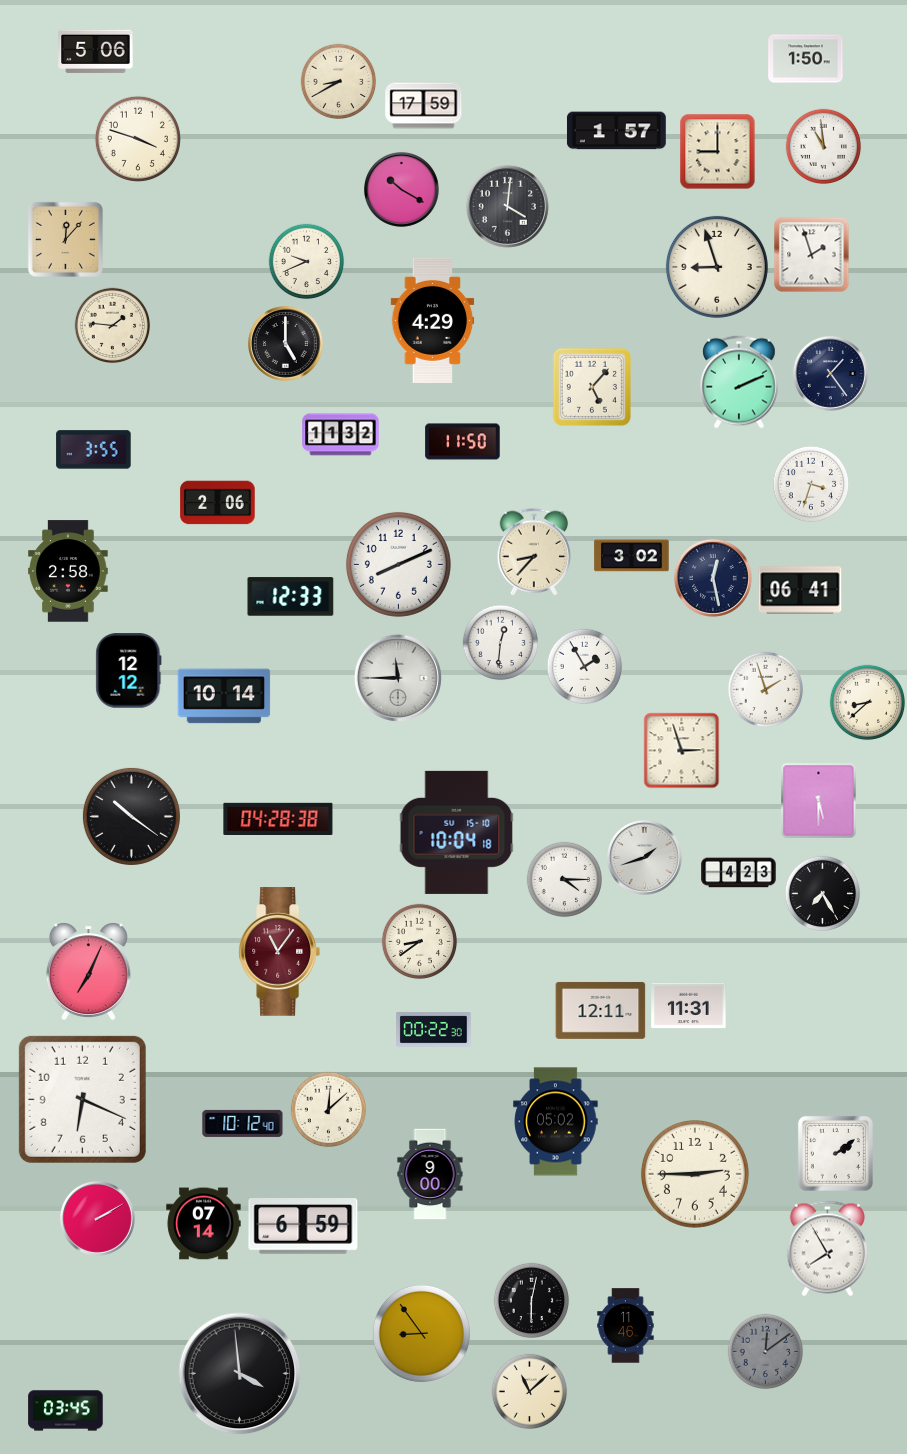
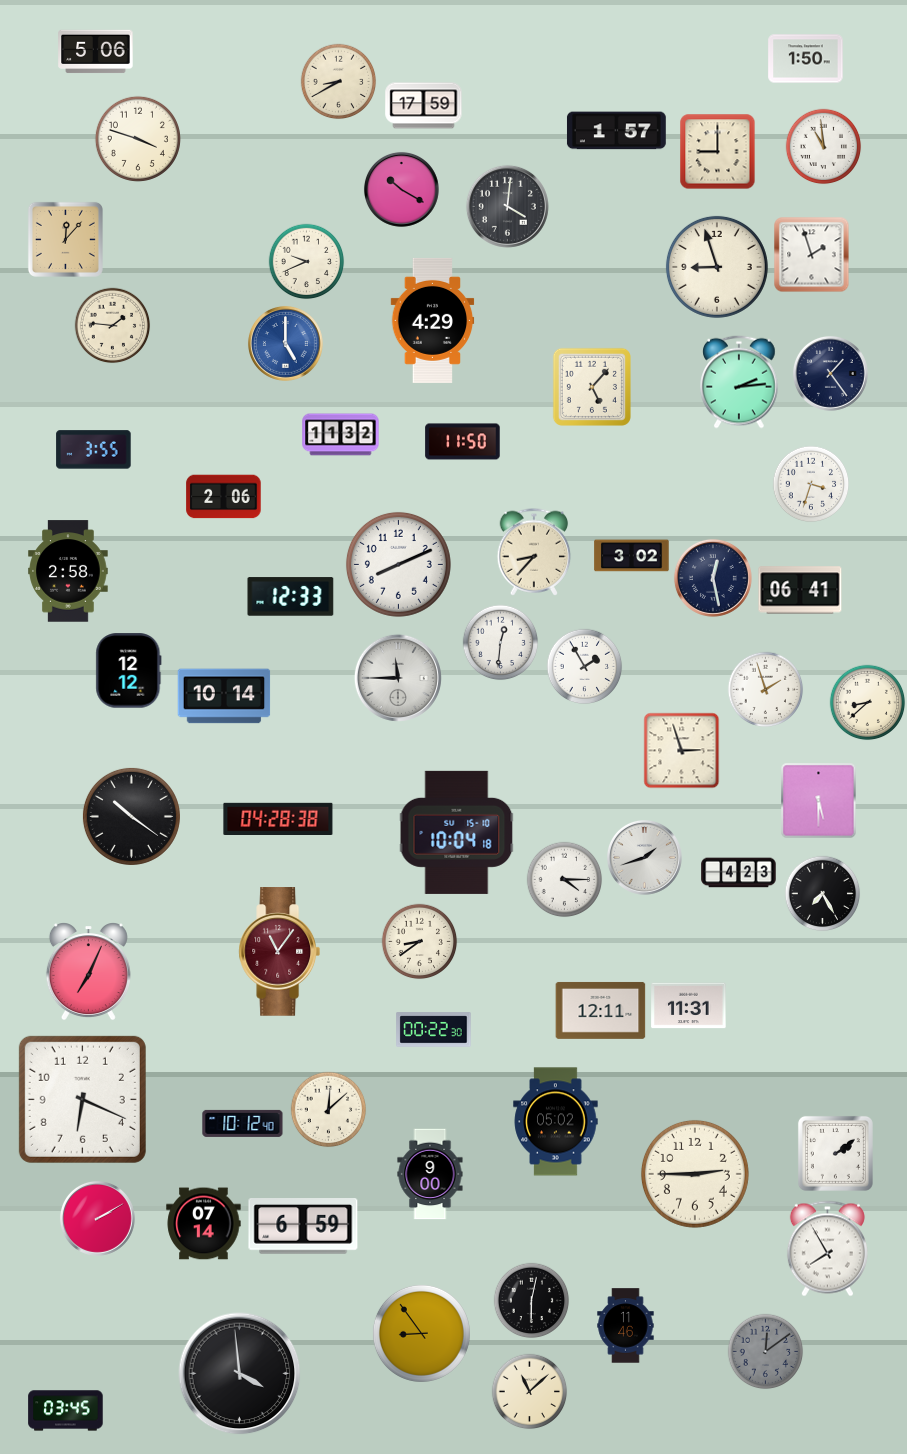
clock at (285, 343) dial: black -> blue
clock at (739, 382): 2:11 -> 2:14
clock at (218, 503) position: (218, 503) -> (224, 497)
